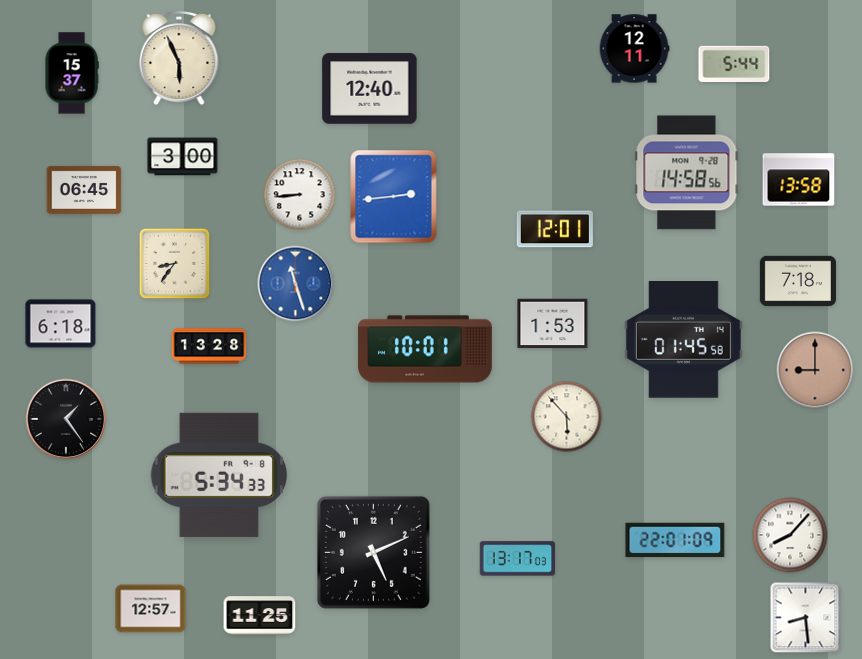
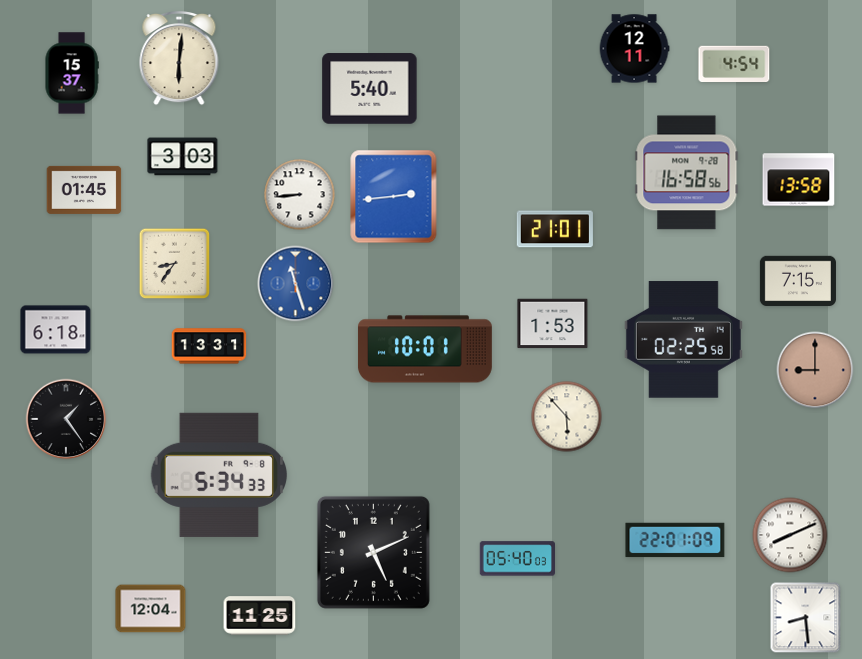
clock at (179, 58): 5:56 -> 6:01
clock at (734, 63): 5:44 -> 4:54
clock at (370, 89): 12:40 -> 5:40
clock at (183, 157): 3:00 -> 3:03
clock at (687, 173): 14:58 -> 16:58
clock at (84, 190): 06:45 -> 01:45
clock at (555, 229): 12:01 -> 21:01
clock at (798, 281): 7:18 -> 7:15
clock at (61, 324) position: (61, 324) -> (56, 330)
clock at (683, 340): 01:45 -> 02:25
clock at (209, 346): 13:28 -> 13:31
clock at (790, 535): 8:07 -> 8:11
clock at (517, 559): 13:17 -> 05:40
clock at (151, 609): 12:57 -> 12:04
